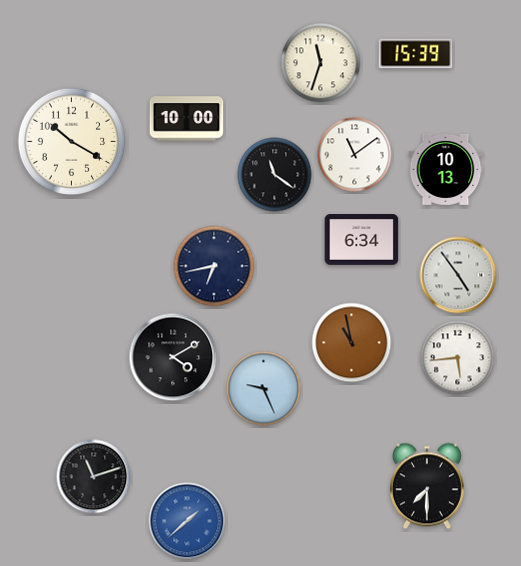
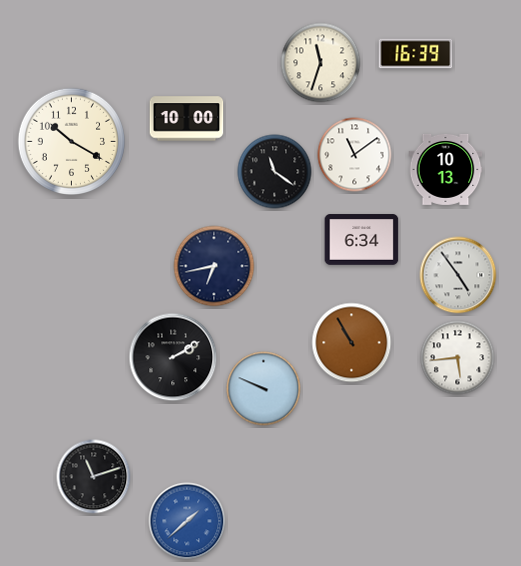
clock at (416, 54): 15:39 -> 16:39
clock at (275, 175) position: (275, 175) -> (275, 172)
clock at (352, 343): 10:58 -> 10:55
clock at (173, 357): 4:10 -> 2:10
clock at (264, 389): 9:26 -> 9:49
clock at (427, 486): 7:30 -> none
